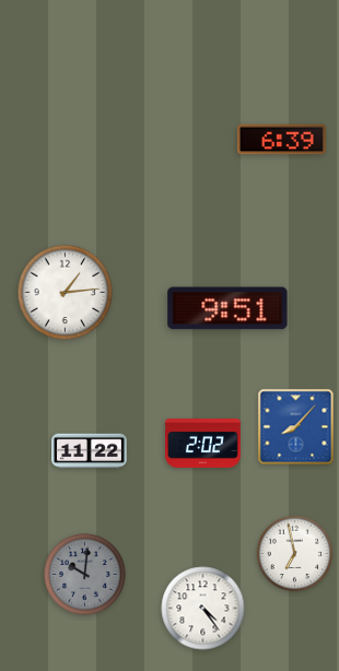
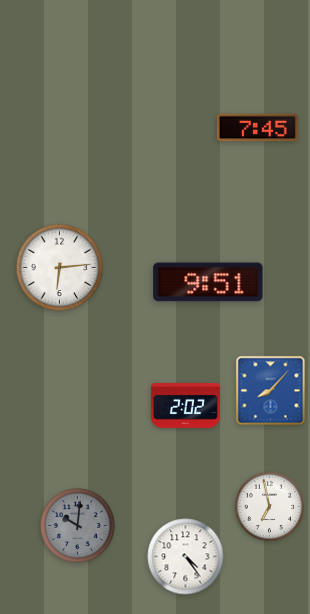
clock at (281, 140): 6:39 -> 7:45
clock at (66, 293): 1:14 -> 6:14
clock at (90, 451): 11:22 -> none
